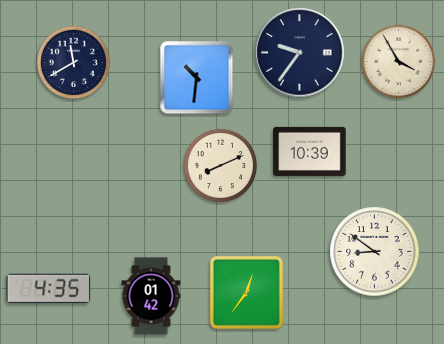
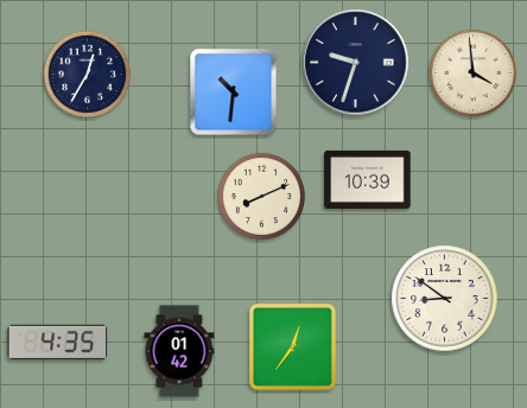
clock at (300, 53): 9:36 -> 9:33
clock at (398, 61): 3:55 -> 3:59
clock at (73, 62): 11:40 -> 12:35
